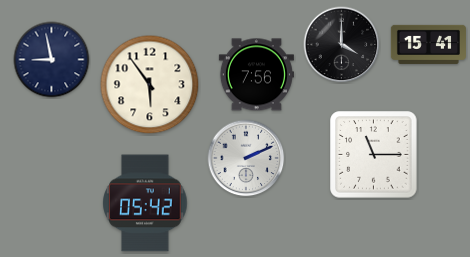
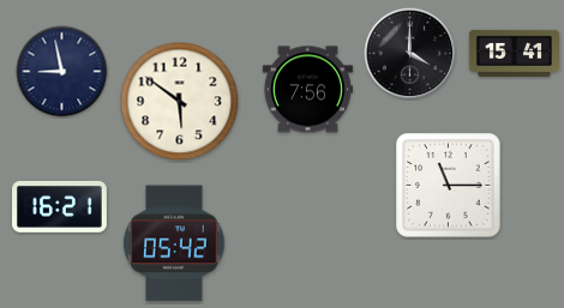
clock at (150, 85): 5:54 -> 5:51
clock at (246, 158): 2:11 -> none
clock at (60, 207): none -> 16:21
